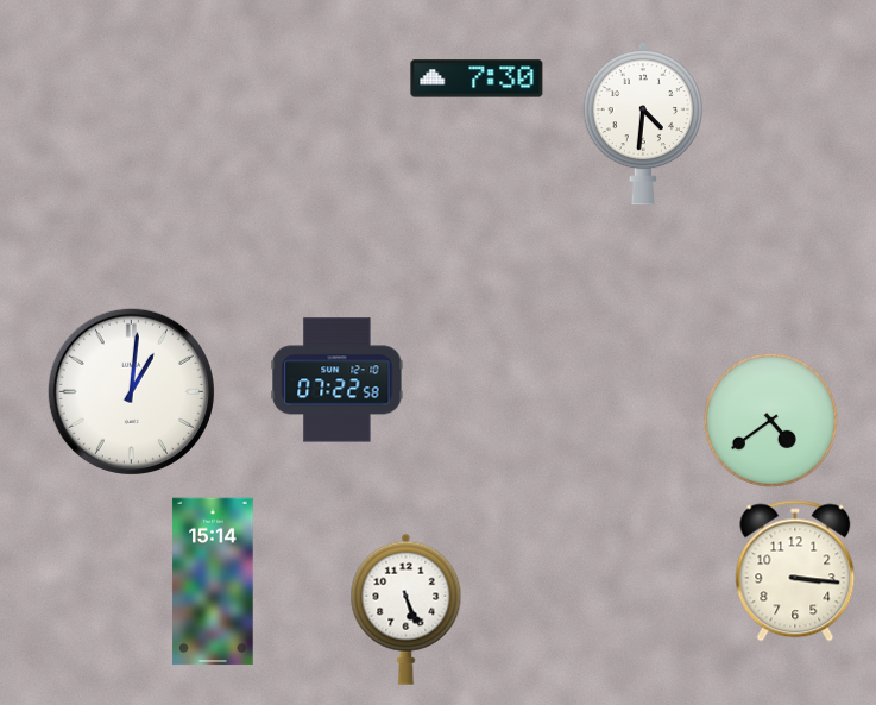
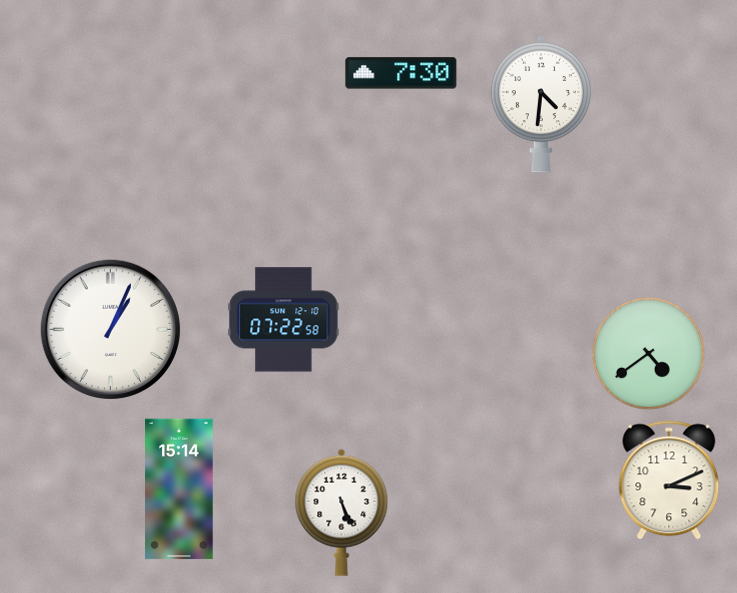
clock at (477, 78) position: (477, 78) -> (401, 73)
clock at (131, 391): 1:01 -> 1:04
clock at (795, 571): 3:16 -> 3:11
